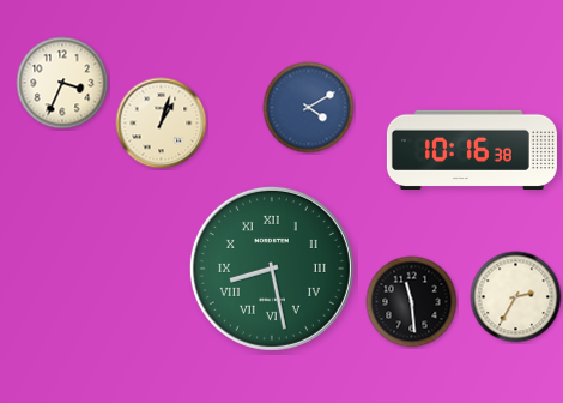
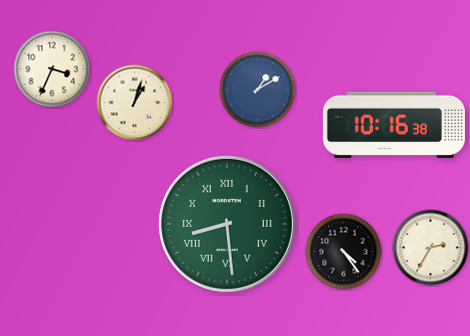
clock at (309, 108): 4:10 -> 1:10
clock at (272, 269): 8:28 -> 8:29
clock at (412, 302): 11:29 -> 4:24
